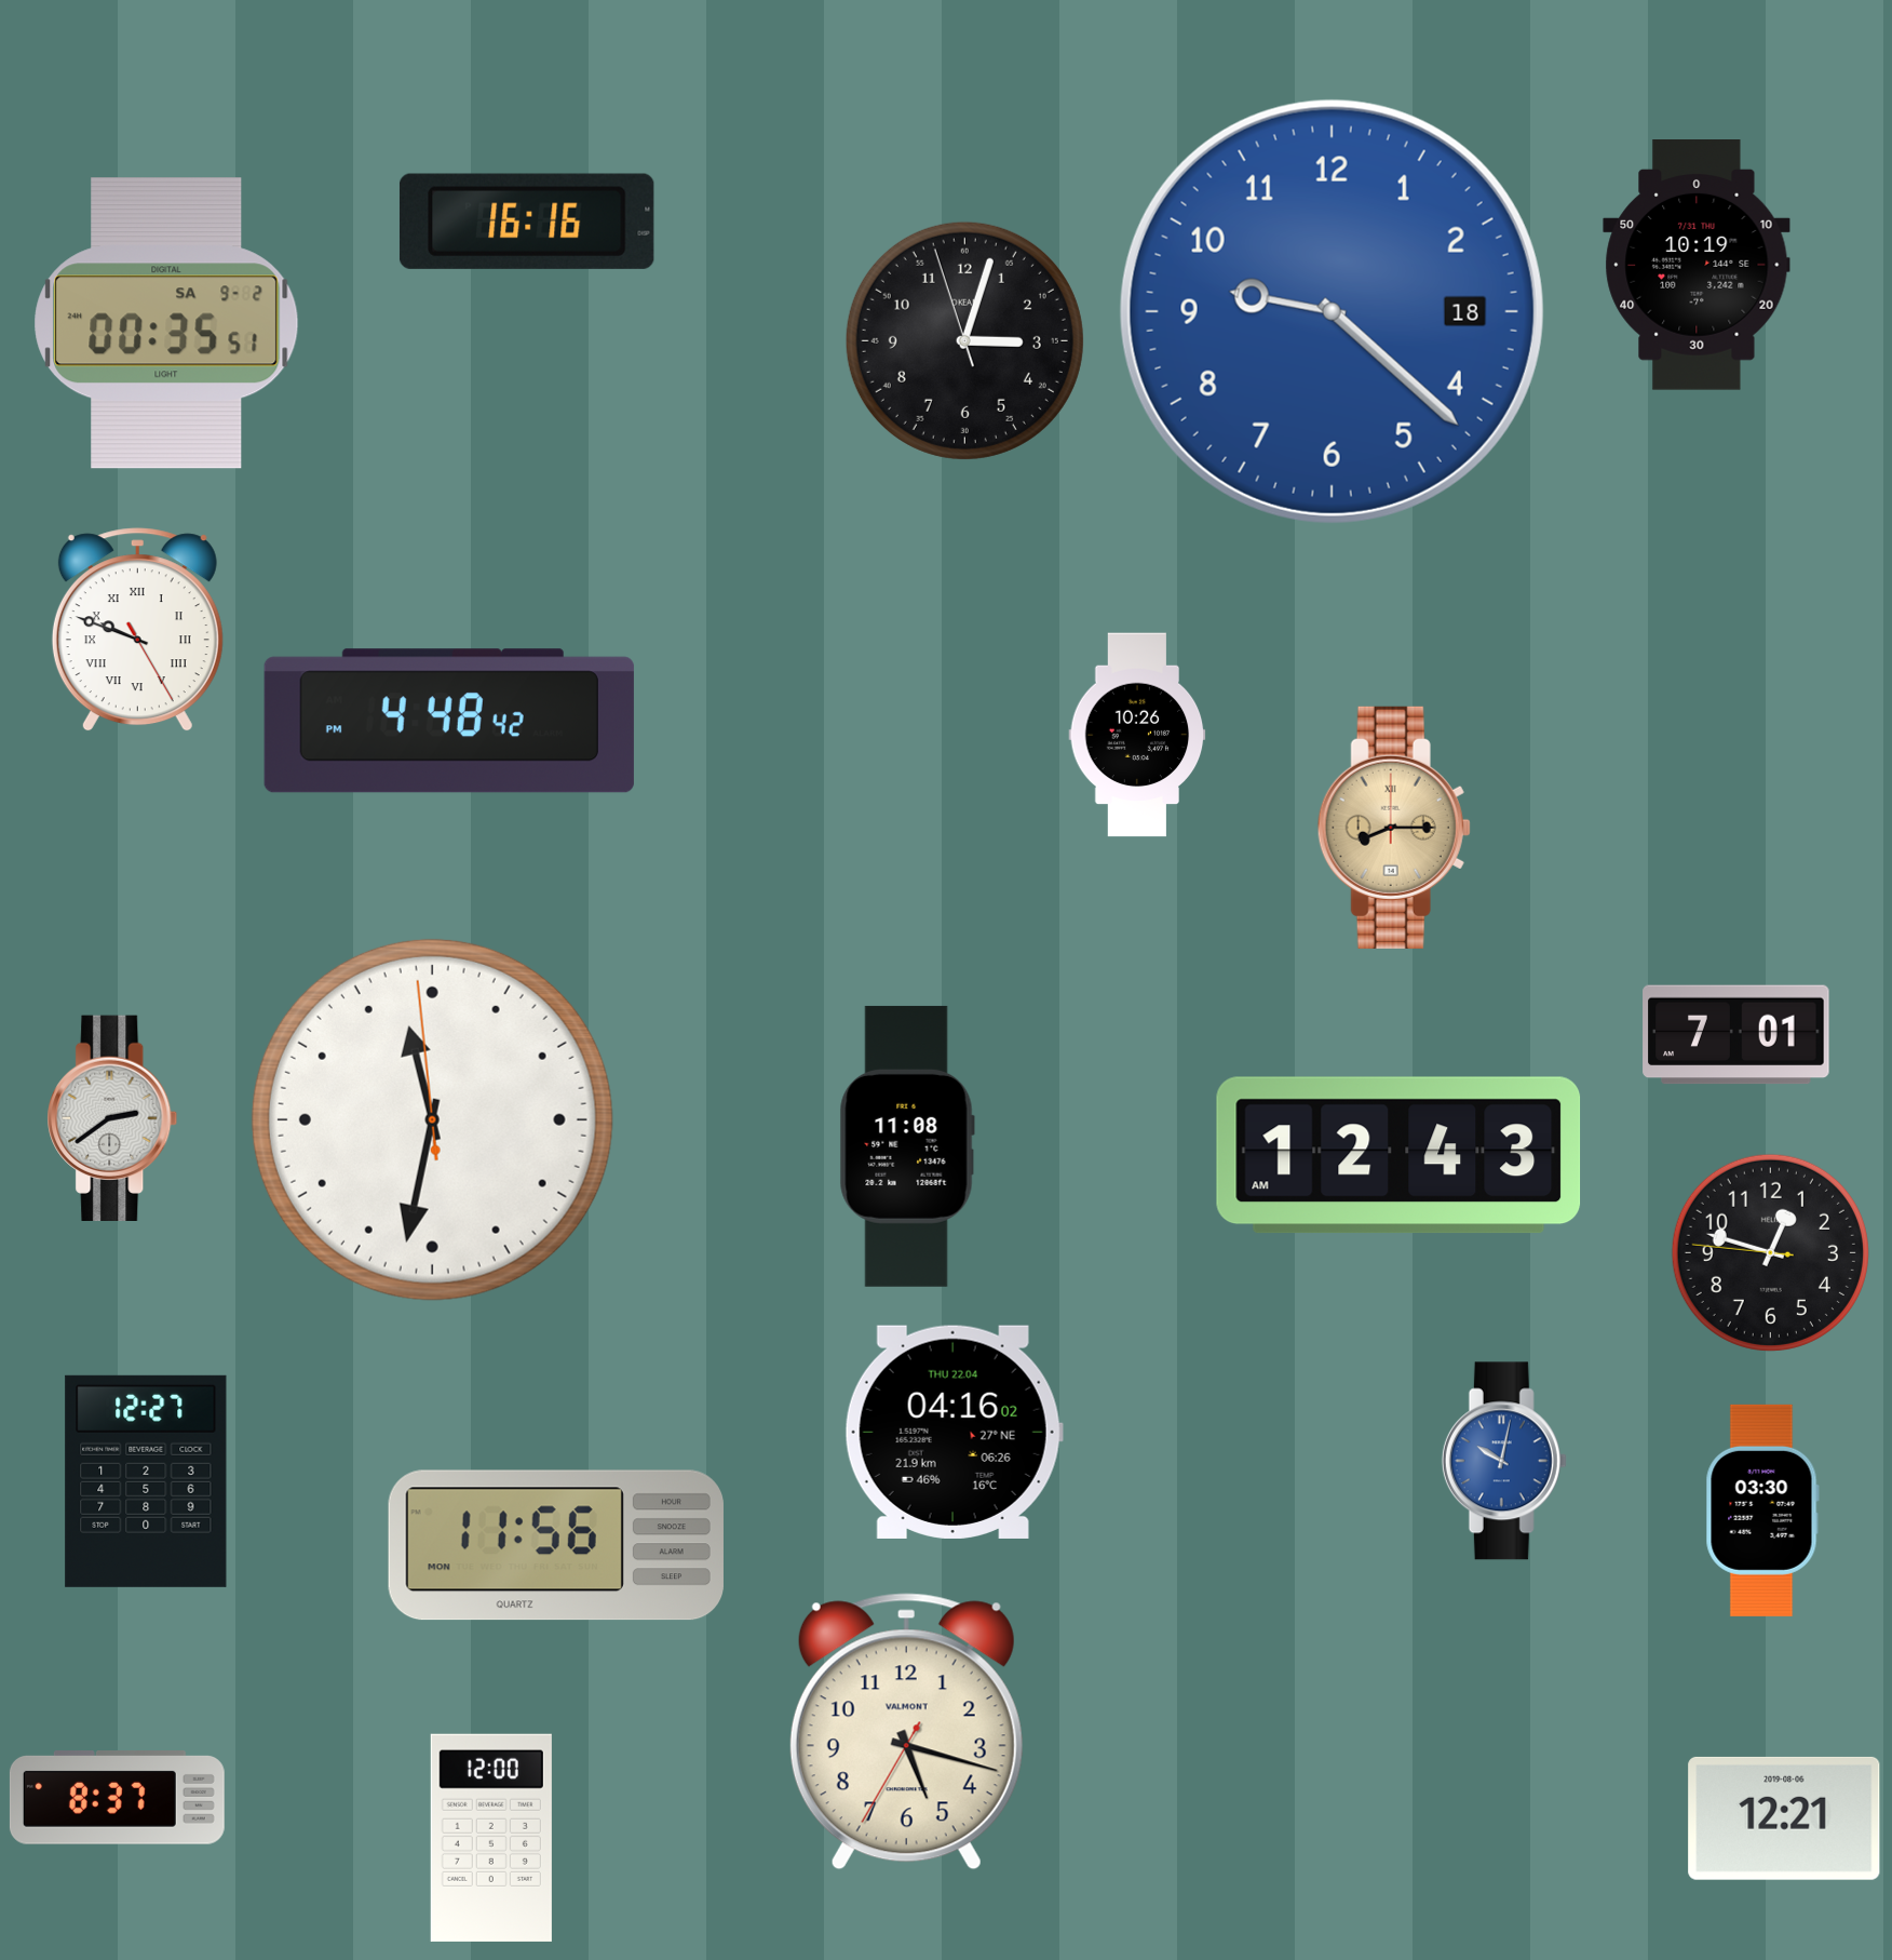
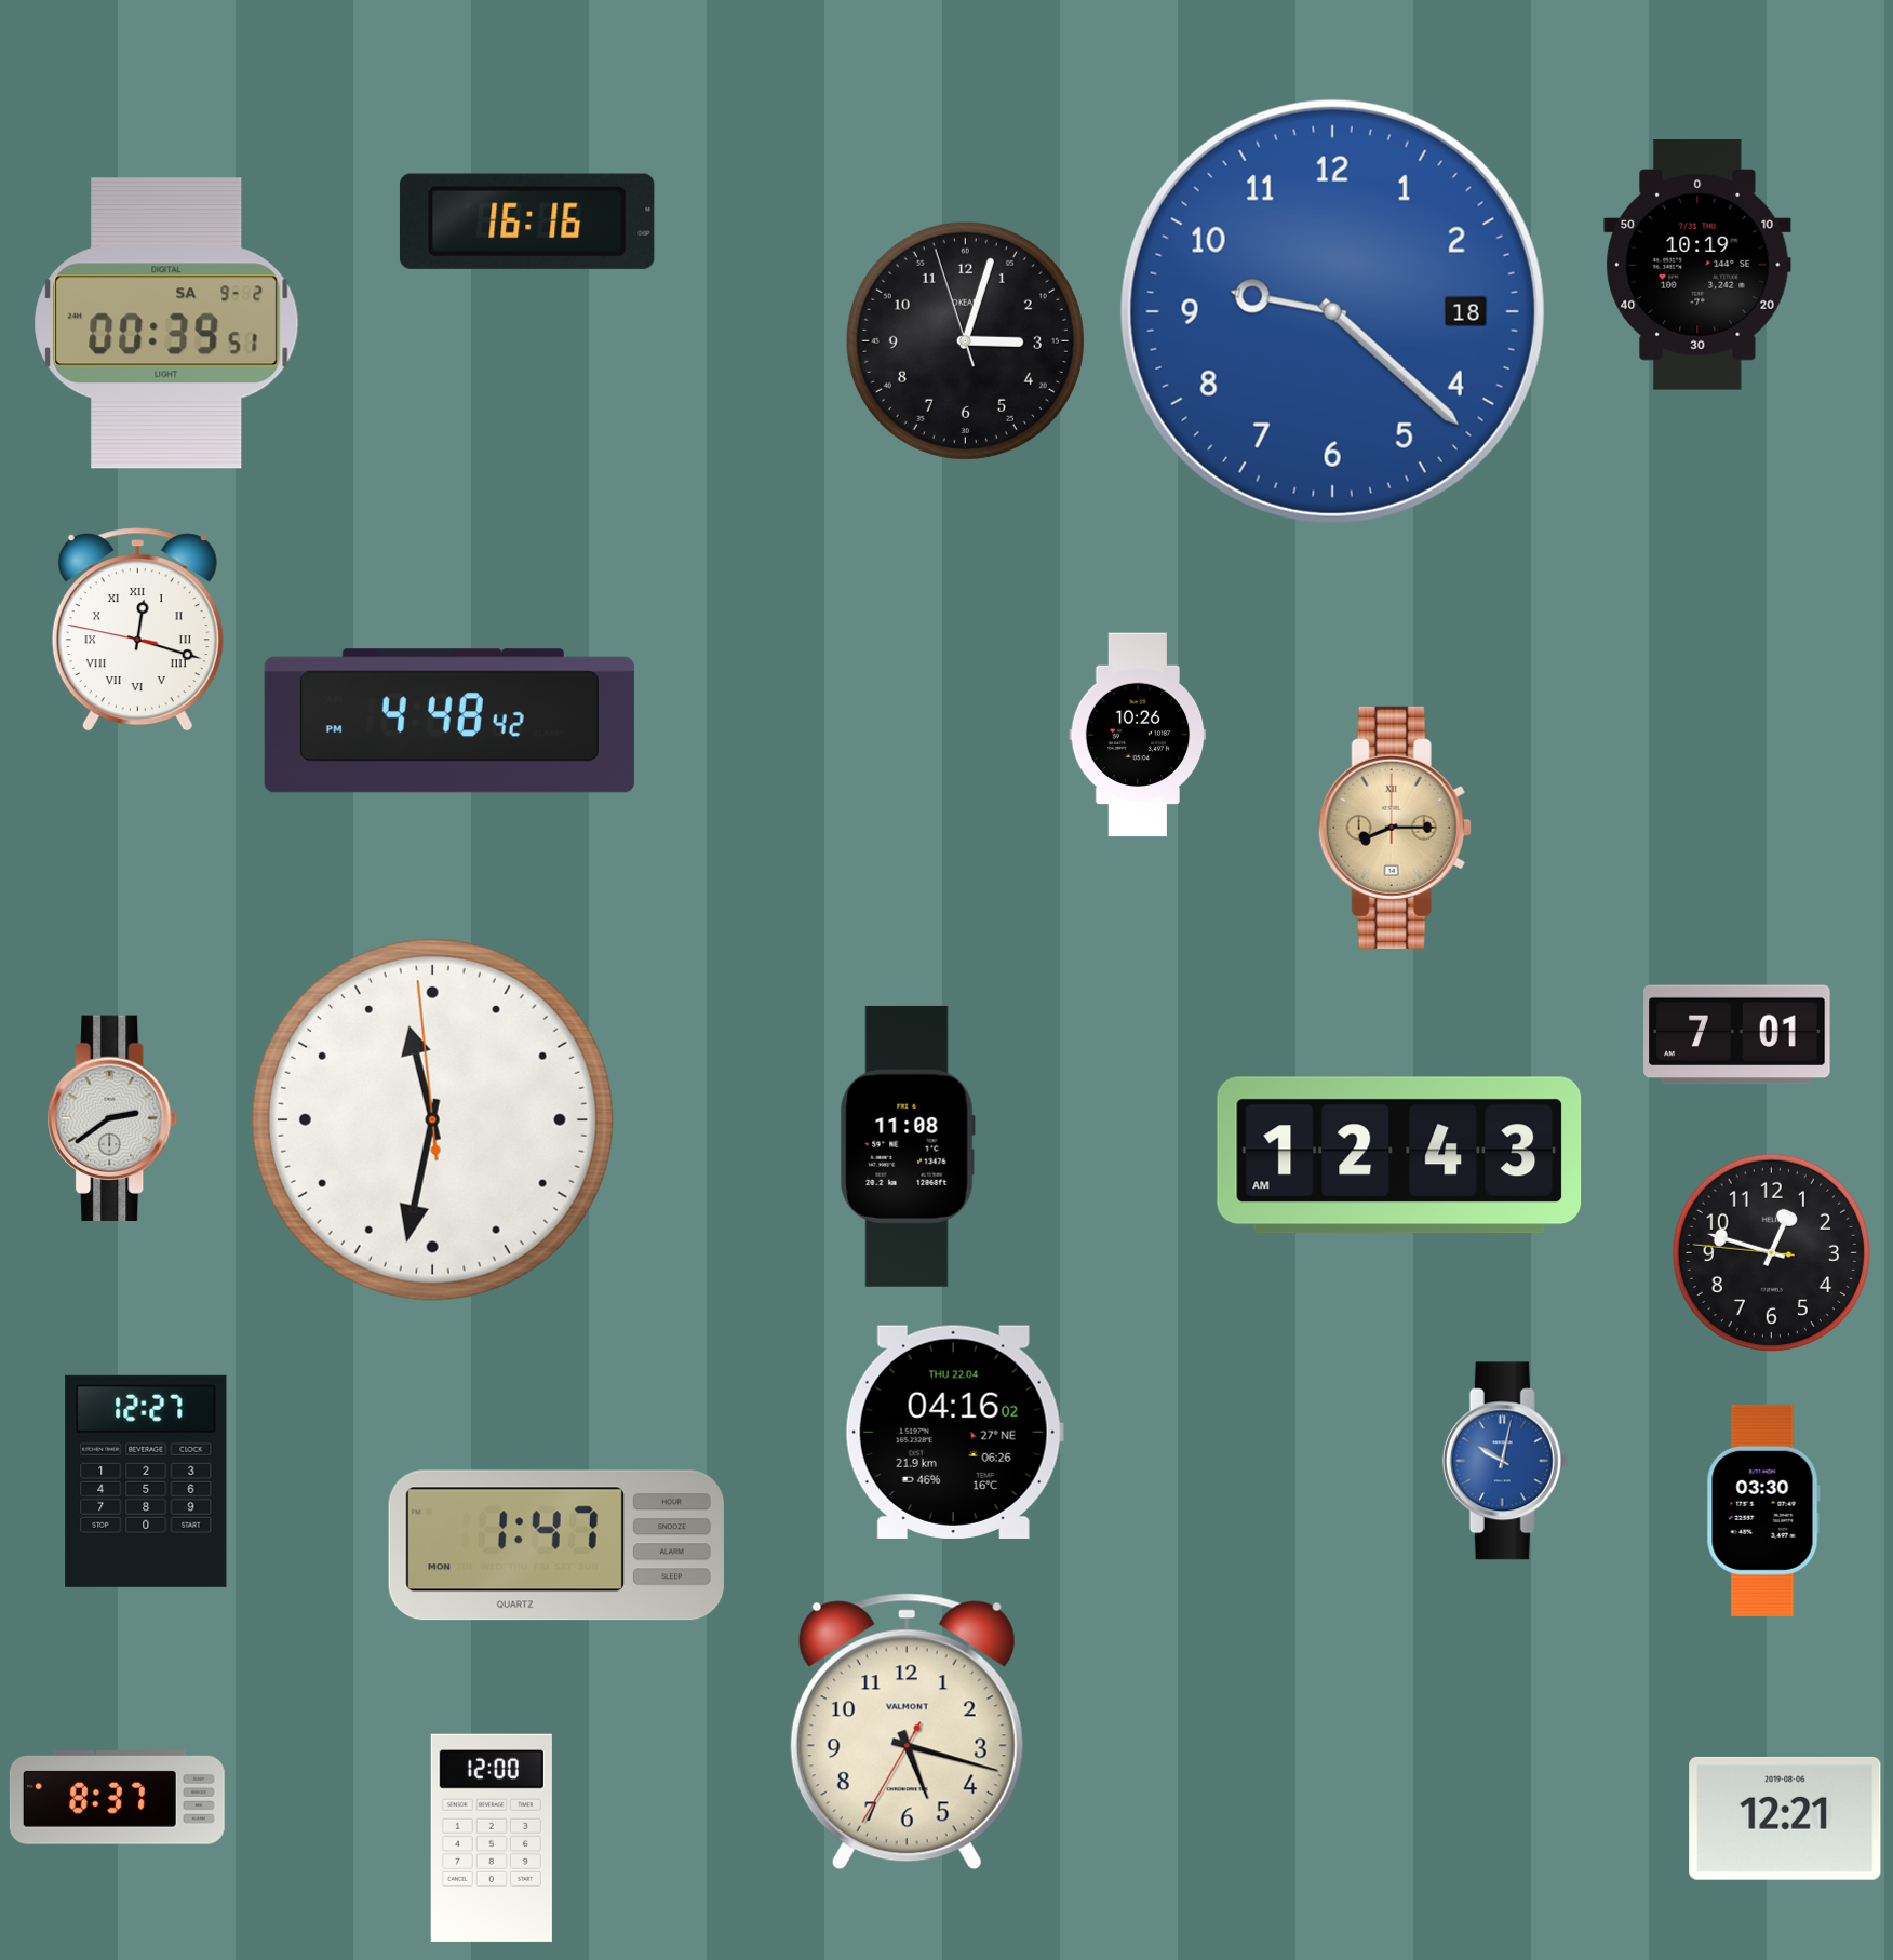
clock at (166, 323): 00:35 -> 00:39
clock at (137, 630): 9:48 -> 12:17
clock at (556, 1545): 11:56 -> 1:47
